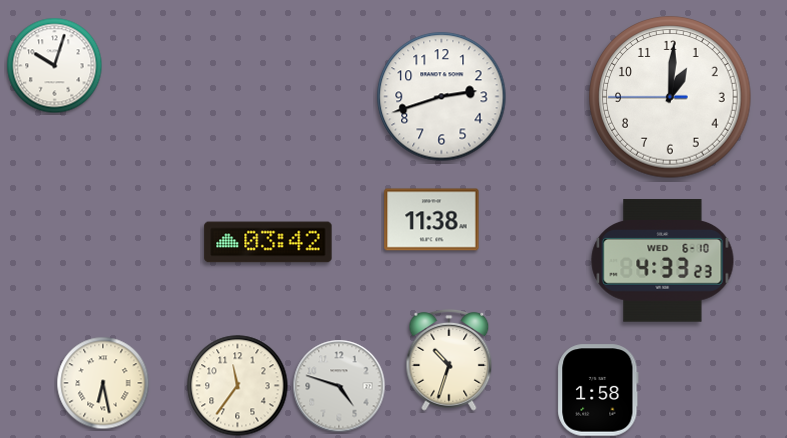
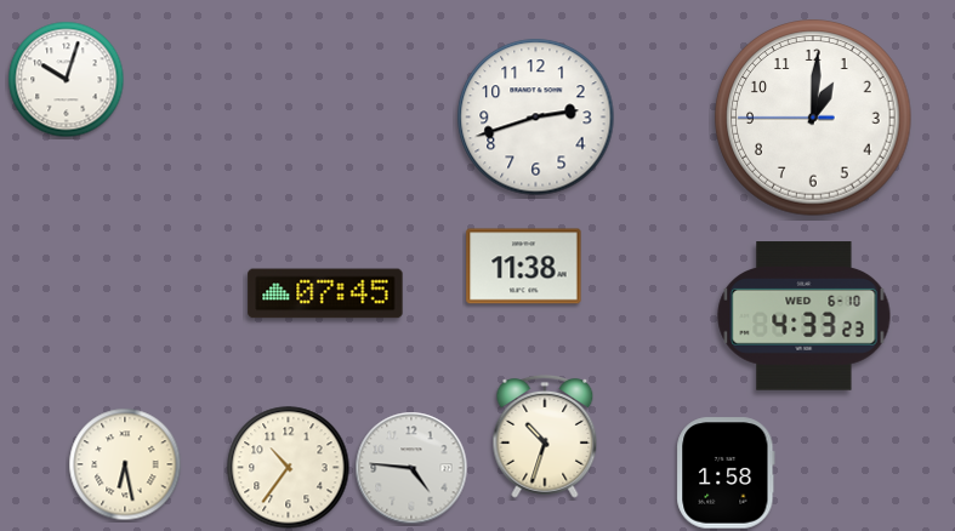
clock at (268, 242): 03:42 -> 07:45
clock at (238, 386): 11:36 -> 10:36
clock at (339, 386): 4:48 -> 4:46
